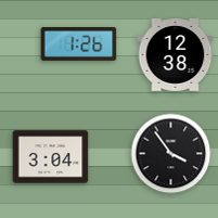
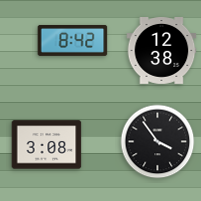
clock at (79, 43): 1:26 -> 8:42
clock at (51, 157): 3:04 -> 3:08
